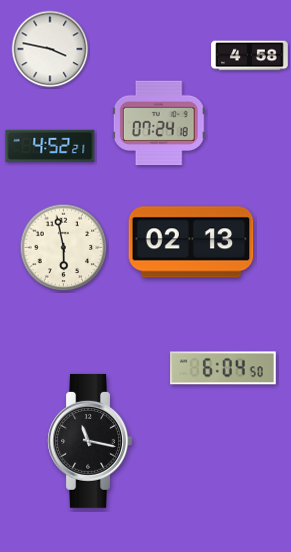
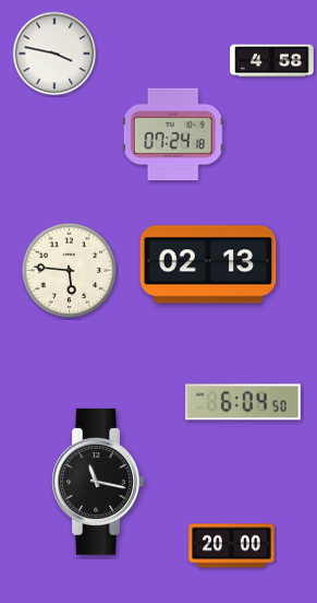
clock at (50, 145): 4:52 -> none
clock at (64, 248): 5:58 -> 5:46
clock at (232, 546): none -> 20:00
